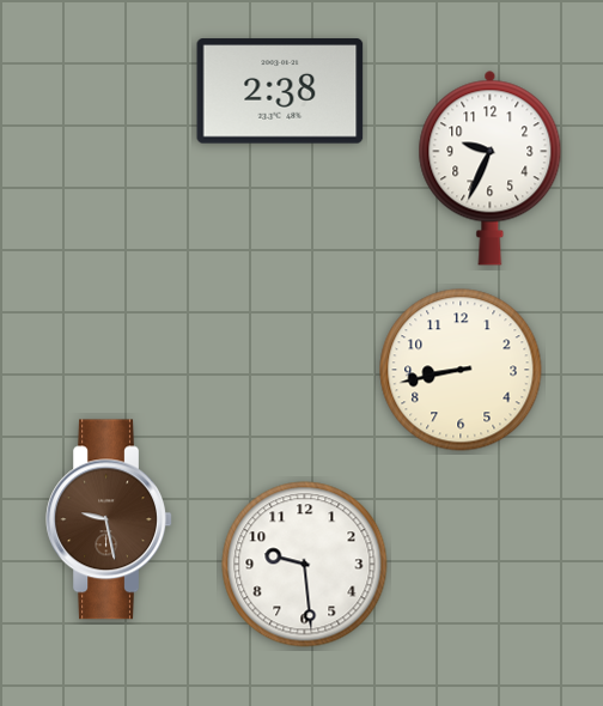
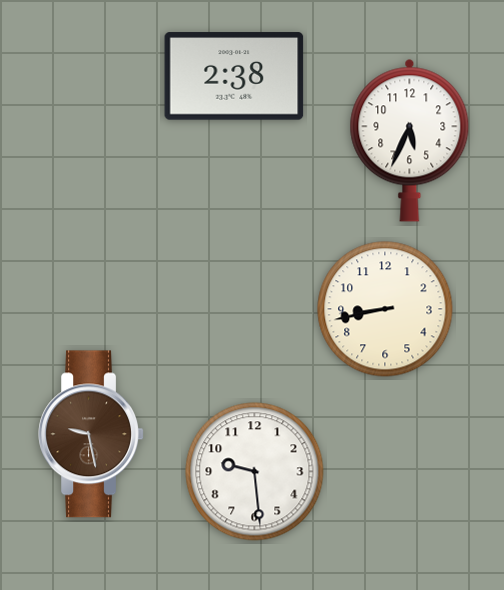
clock at (491, 168): 9:34 -> 5:34
